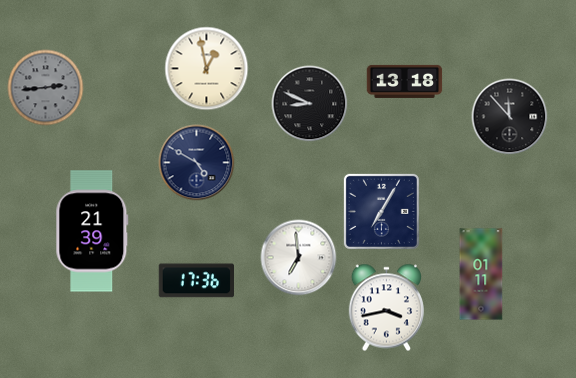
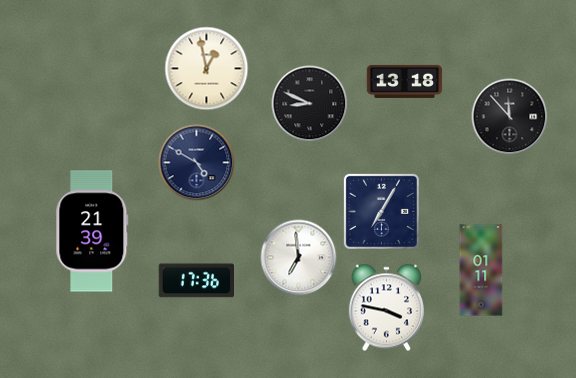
clock at (46, 88): 2:44 -> none
clock at (481, 274) position: (481, 274) -> (481, 270)
clock at (386, 308): 3:43 -> 3:47
